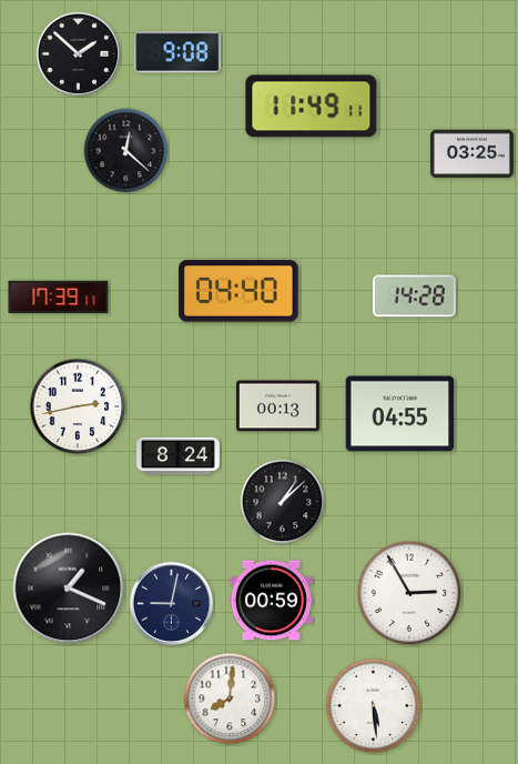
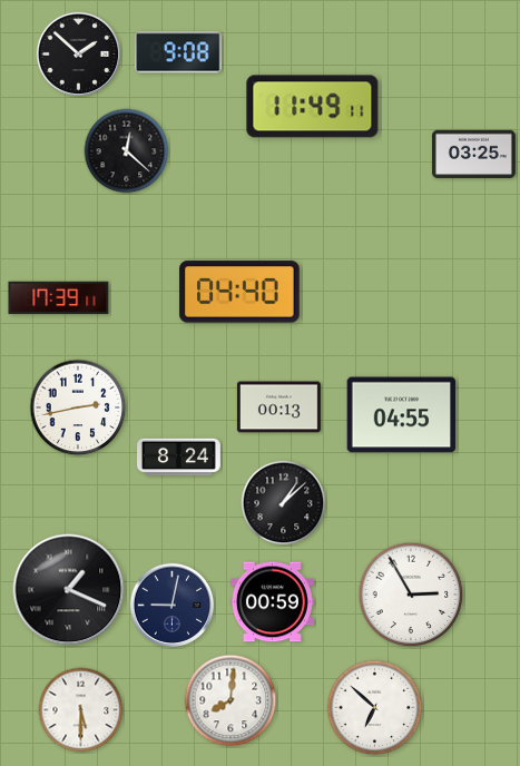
clock at (414, 296): 14:28 -> none
clock at (374, 706): 5:29 -> 6:52
clock at (81, 710): none -> 5:30
